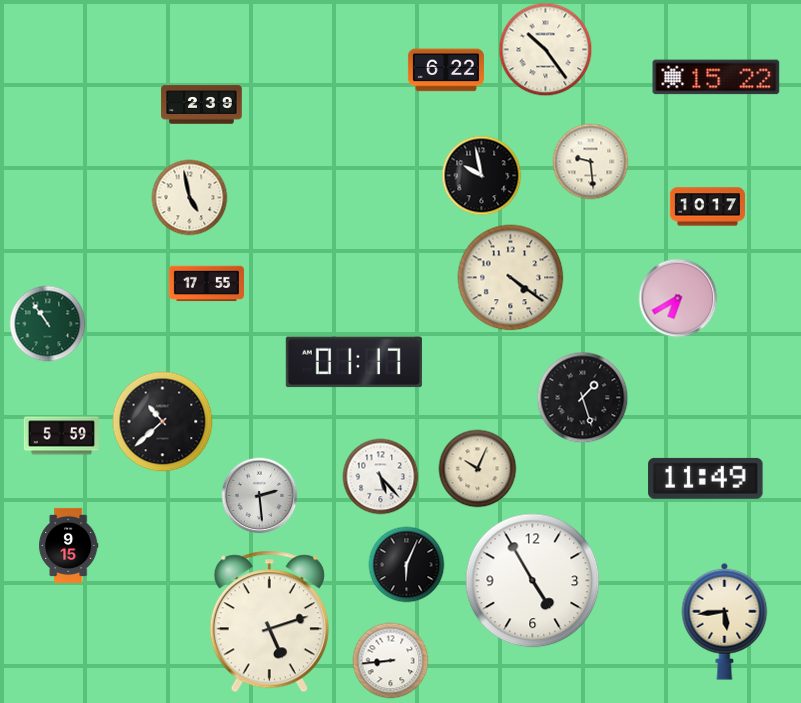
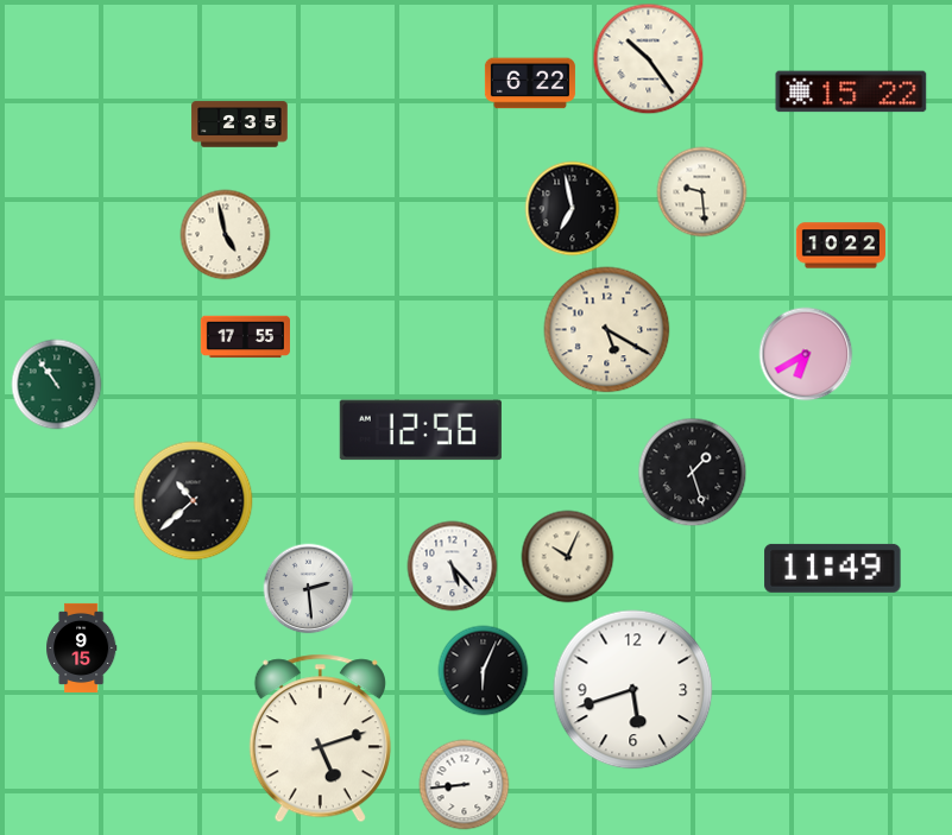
clock at (202, 105): 2:39 -> 2:35
clock at (482, 176): 9:58 -> 6:58
clock at (707, 207): 10:17 -> 10:22
clock at (511, 278): 4:21 -> 5:20
clock at (354, 362): 01:17 -> 12:56
clock at (61, 436): 5:59 -> none
clock at (706, 478) position: (706, 478) -> (833, 568)
clock at (533, 581): 4:55 -> 5:42
clock at (725, 621): 5:44 -> none
